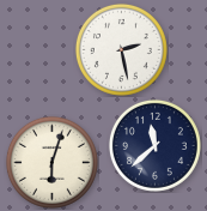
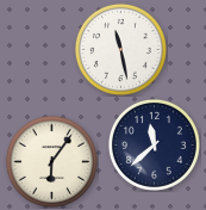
clock at (121, 49): 2:28 -> 11:28
clock at (51, 162): 6:03 -> 6:06
